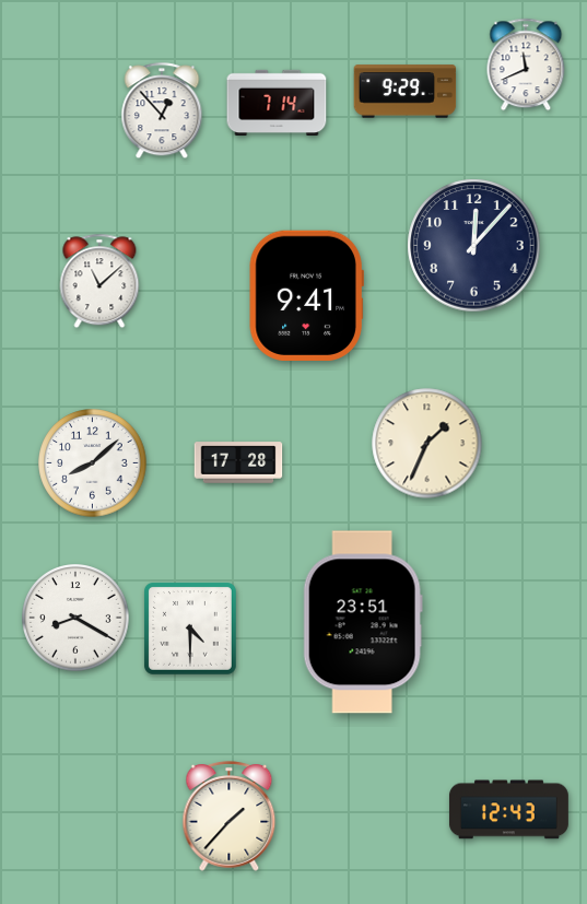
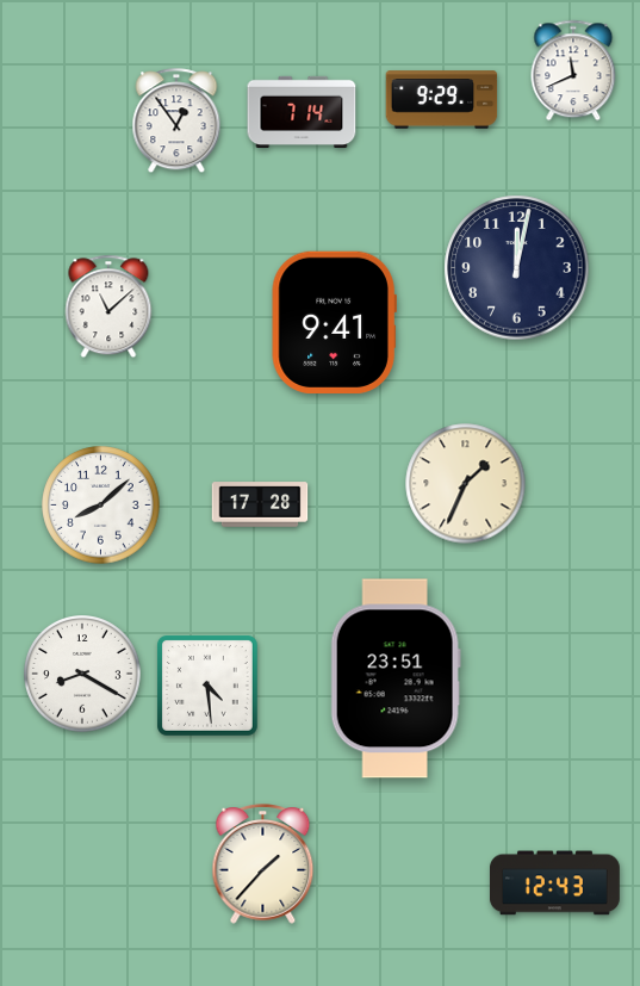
clock at (162, 111): 12:53 -> 12:54
clock at (474, 246): 12:07 -> 12:02
clock at (190, 629): 4:30 -> 4:29
clock at (230, 817) position: (230, 817) -> (263, 864)
